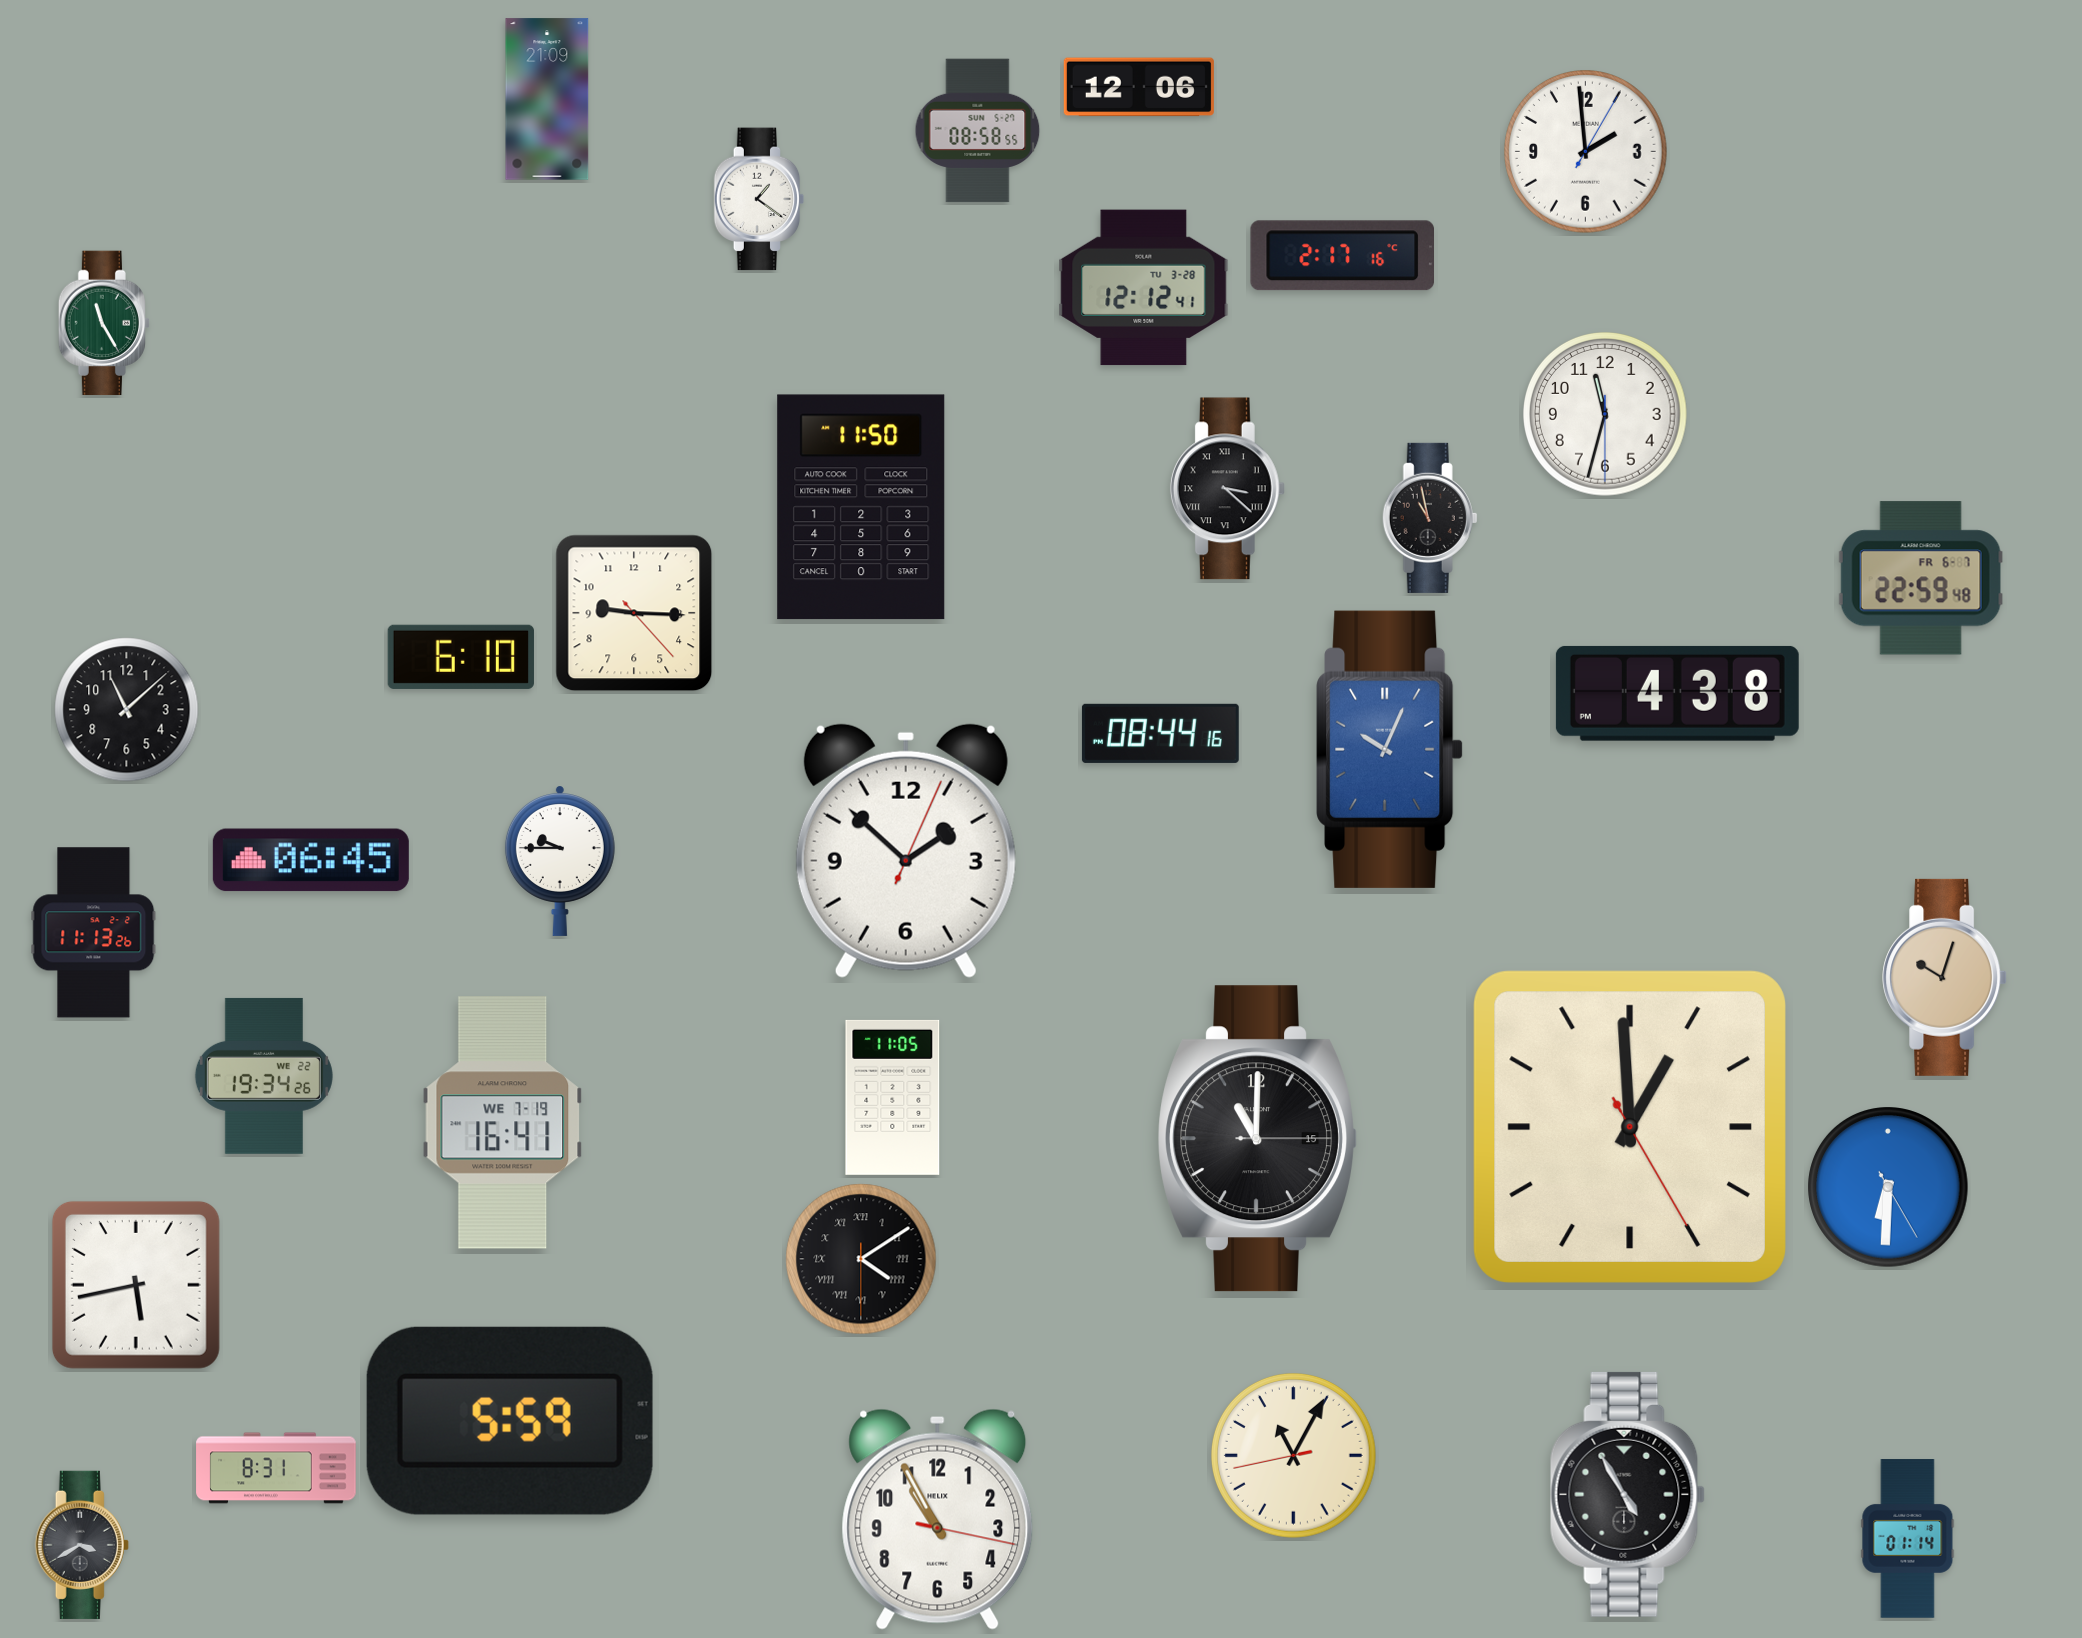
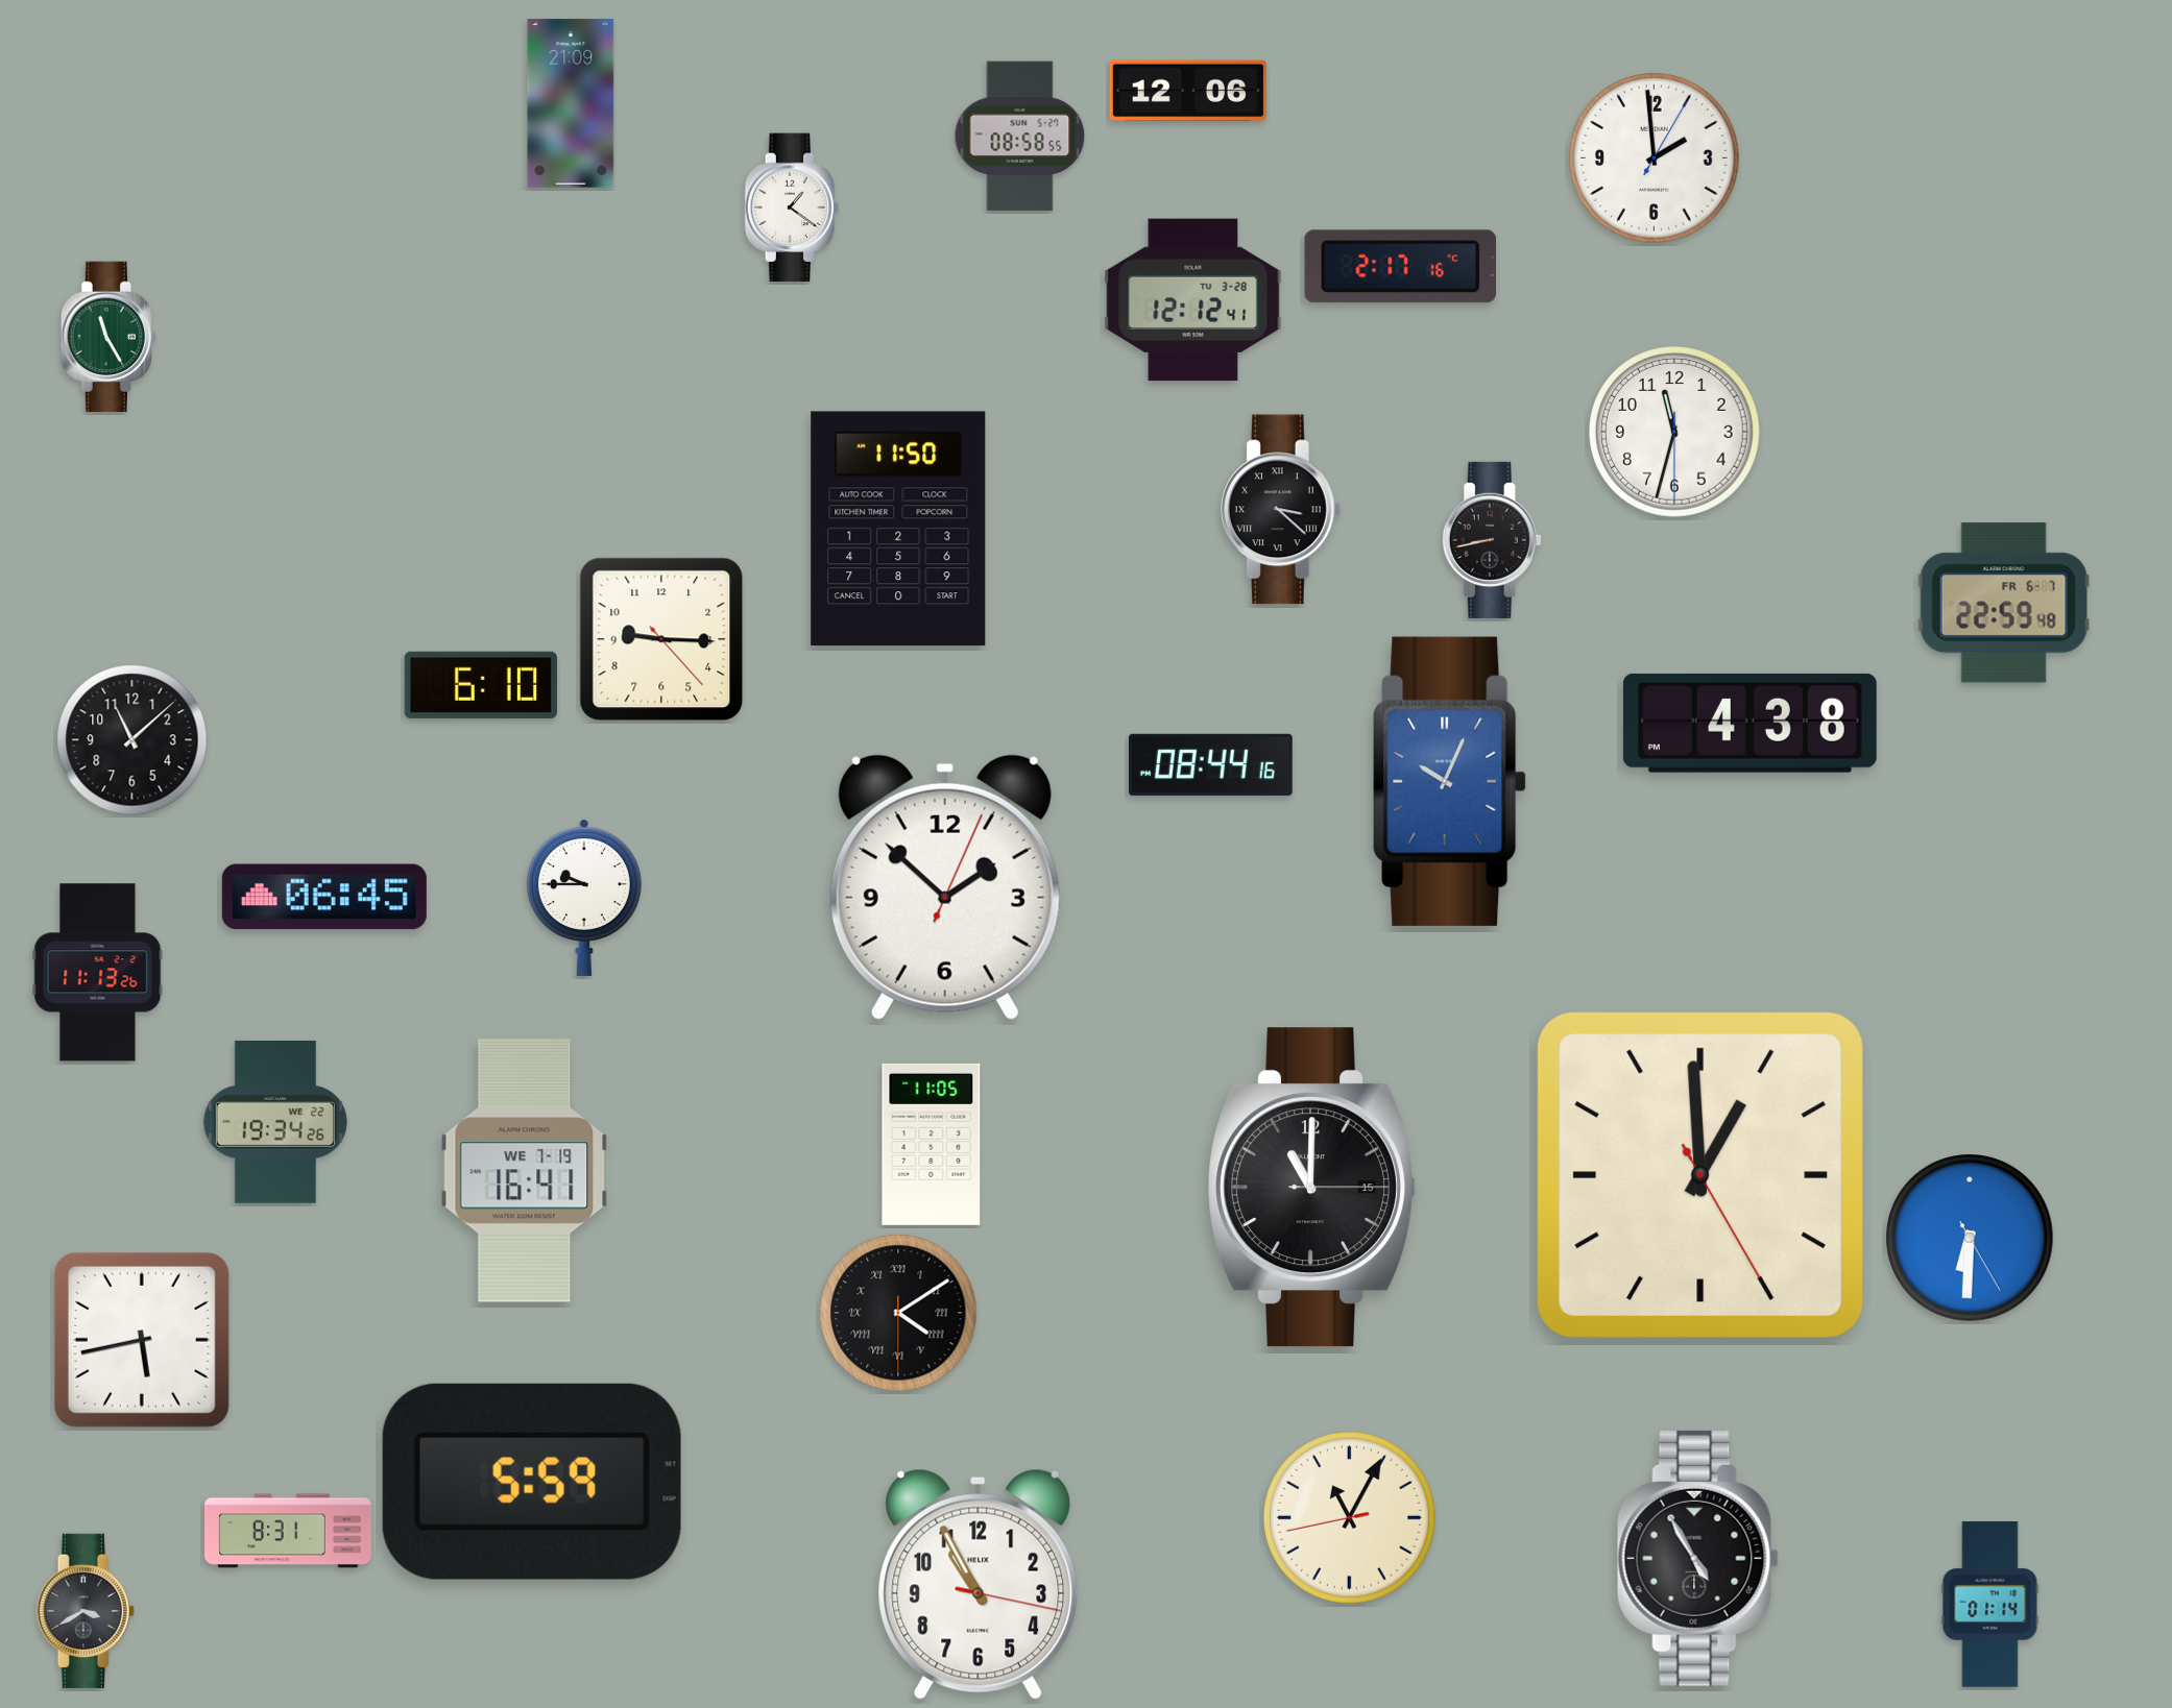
clock at (1430, 518): 10:58 -> 8:43
clock at (1945, 977): 10:03 -> none
